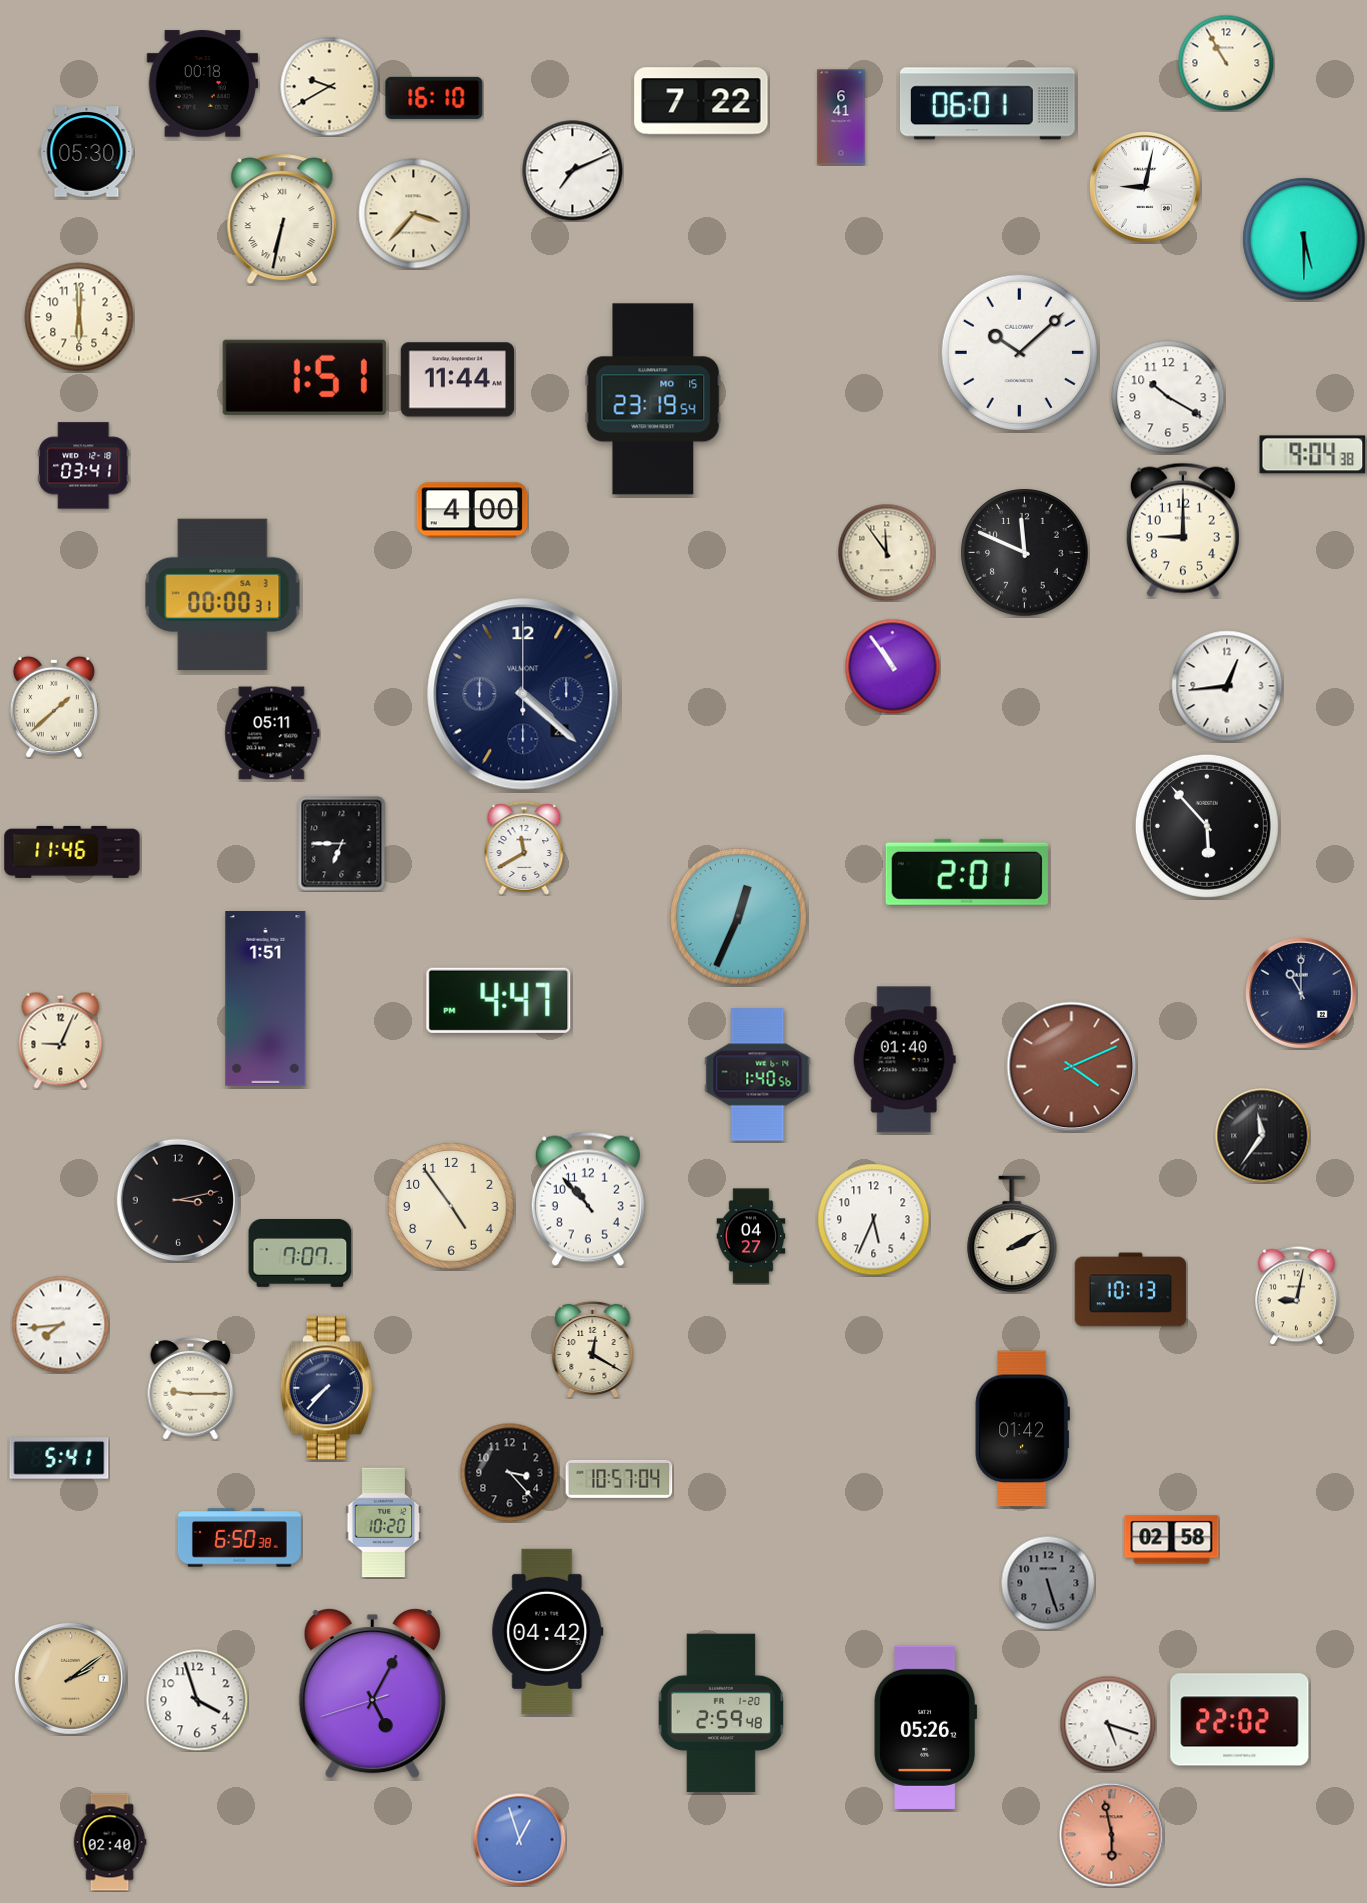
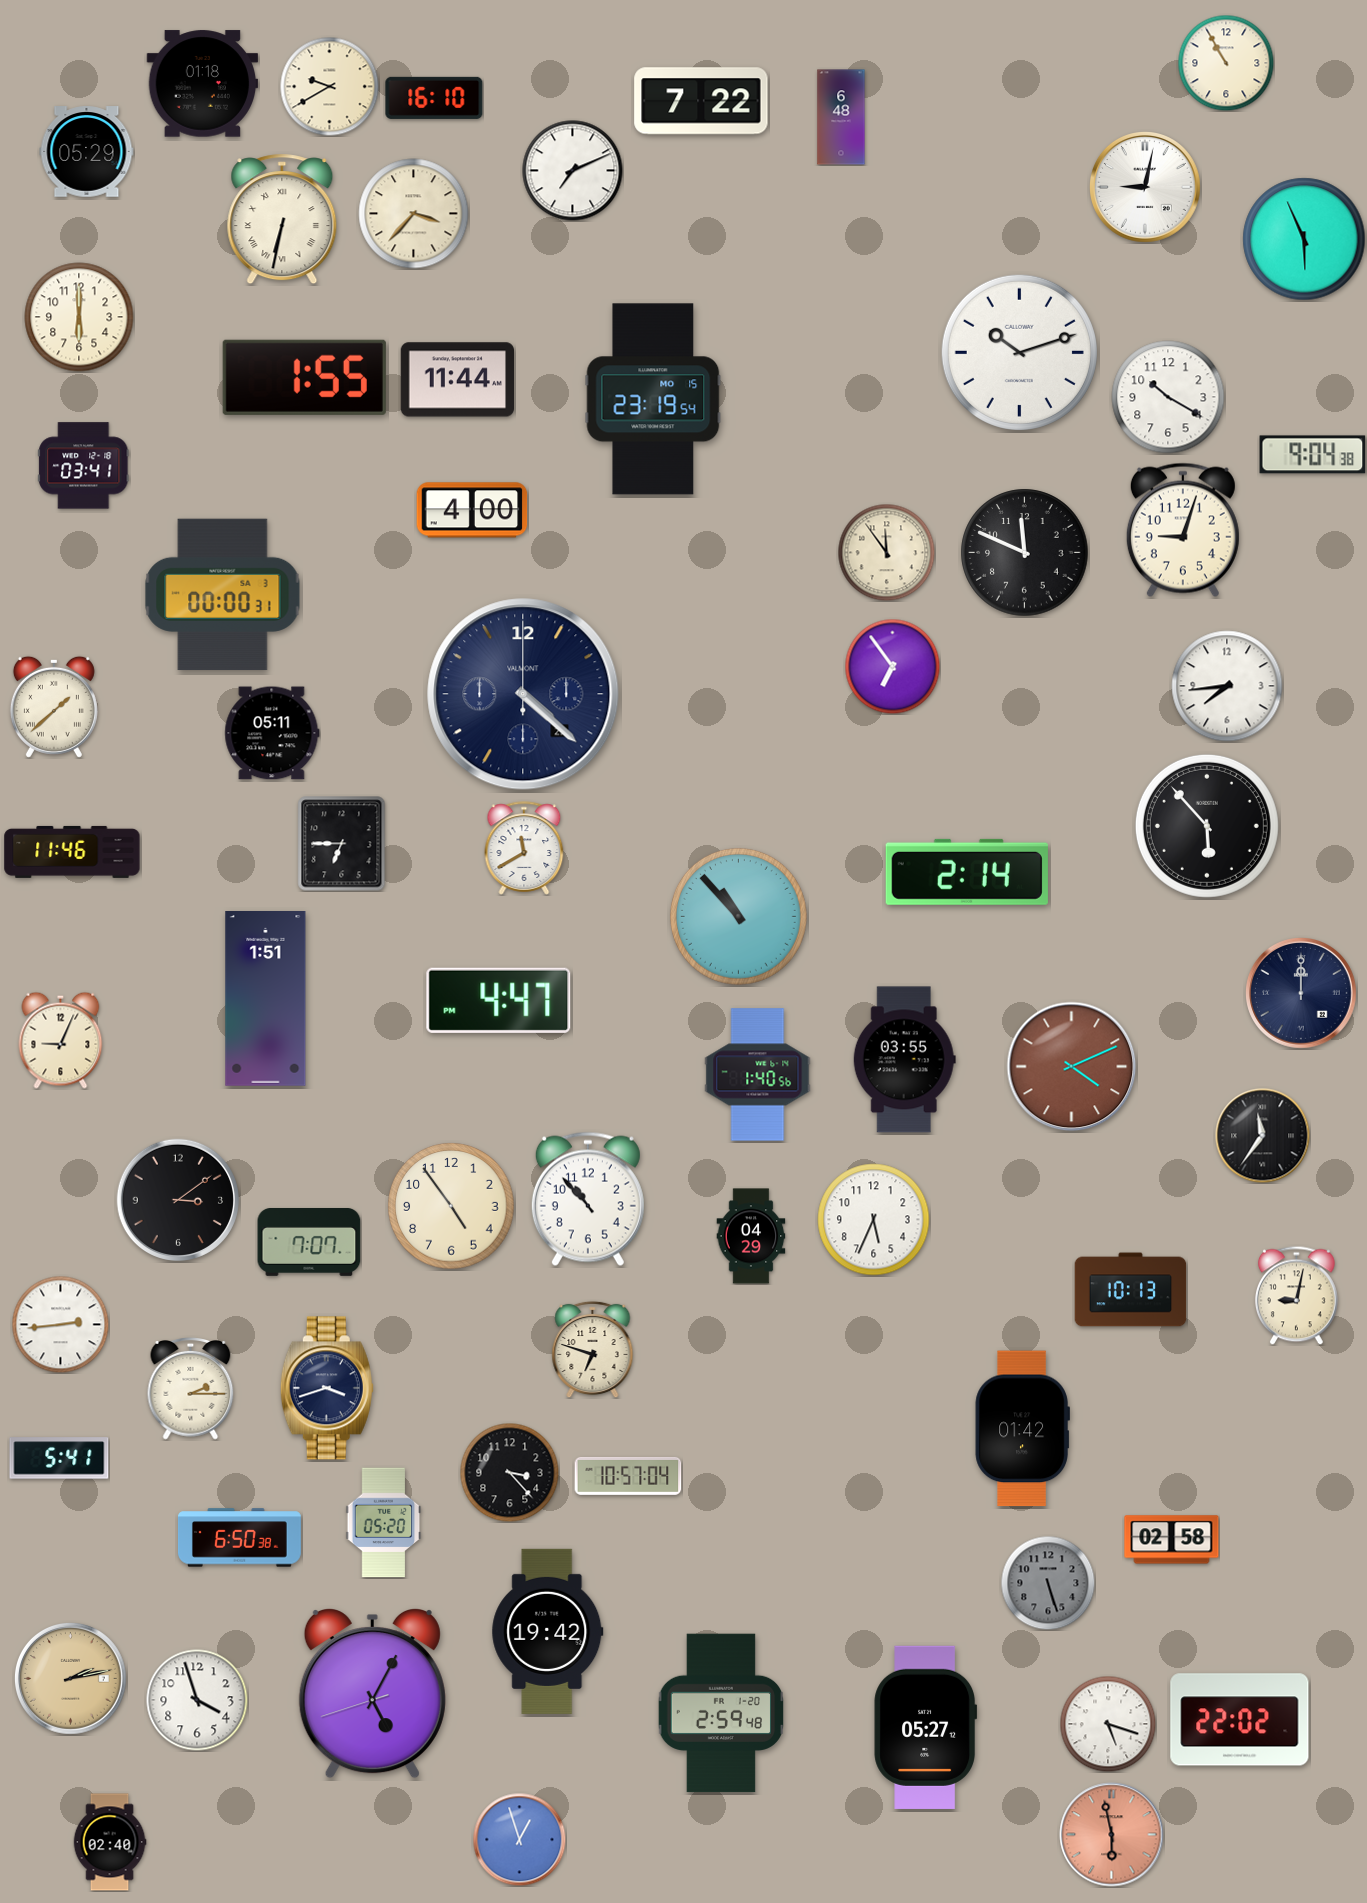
clock at (203, 84): 00:18 -> 01:18
clock at (988, 104): 06:01 -> none
clock at (841, 117): 6:41 -> 6:48
clock at (87, 152): 05:30 -> 05:29
clock at (1304, 239): 5:30 -> 5:56
clock at (1019, 352): 10:08 -> 10:12
clock at (304, 377): 1:51 -> 1:55
clock at (1183, 530): 9:00 -> 9:03
clock at (892, 666): 10:54 -> 6:54
clock at (1227, 686): 12:44 -> 7:44
clock at (967, 872): 2:01 -> 2:14
clock at (738, 916): 12:34 -> 10:53
clock at (1302, 994): 11:00 -> 12:00
clock at (904, 1060): 01:40 -> 03:55
clock at (178, 1200): 3:13 -> 3:09
clock at (1012, 1234): 2:10 -> none
clock at (751, 1236): 04:27 -> 04:29
clock at (300, 1254) position: (300, 1254) -> (309, 1243)
clock at (60, 1324): 7:44 -> 2:44
clock at (593, 1349): 12:20 -> 6:48
clock at (327, 1388): 7:37 -> 3:42
clock at (191, 1389): 9:15 -> 2:15
clock at (619, 1479) position: (619, 1479) -> (628, 1476)
clock at (384, 1523): 10:20 -> 05:20
clock at (548, 1631): 04:42 -> 19:42
clock at (70, 1678): 2:09 -> 2:13
clock at (926, 1727): 05:26 -> 05:27
